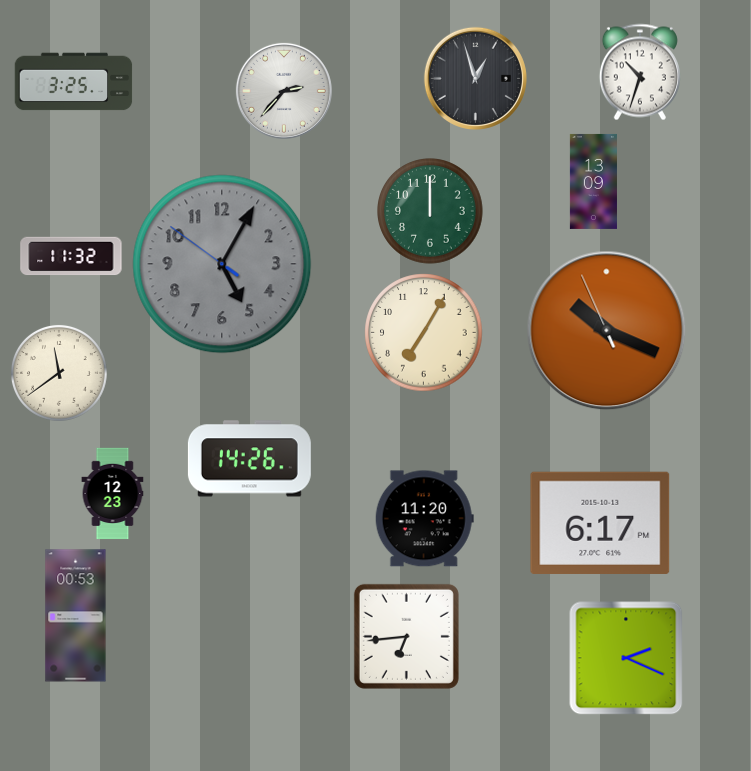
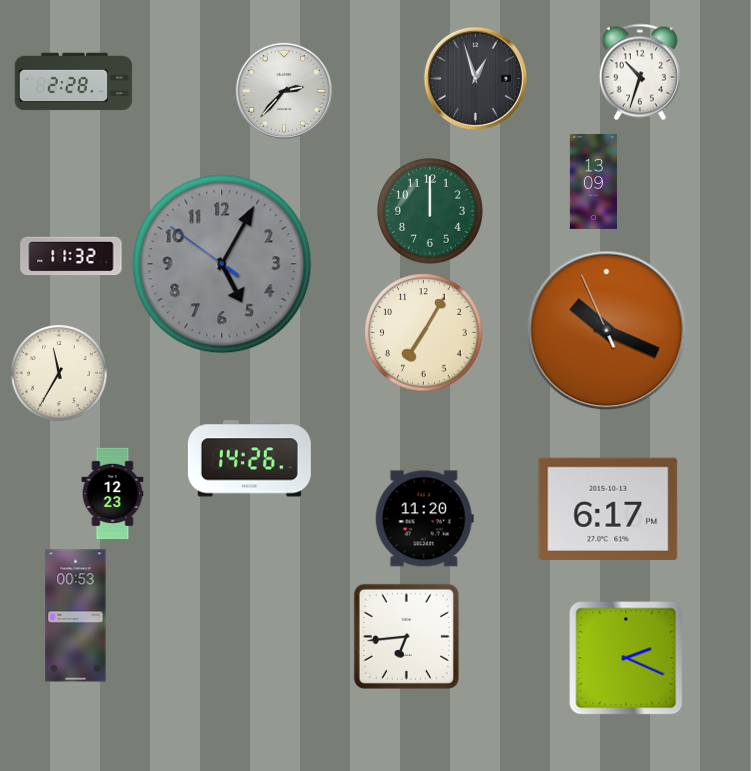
clock at (74, 82): 3:25 -> 2:28
clock at (59, 373): 11:39 -> 11:35
clock at (600, 523) position: (600, 523) -> (608, 509)
